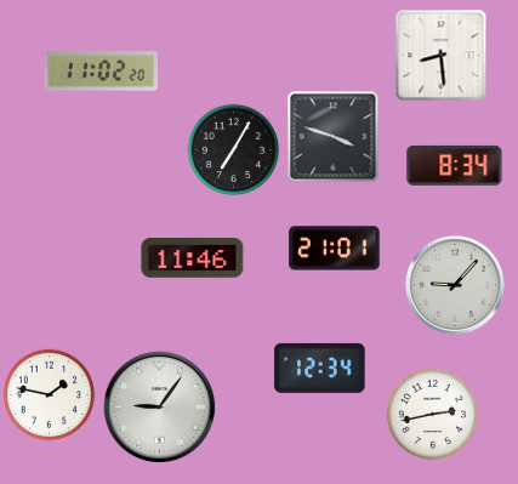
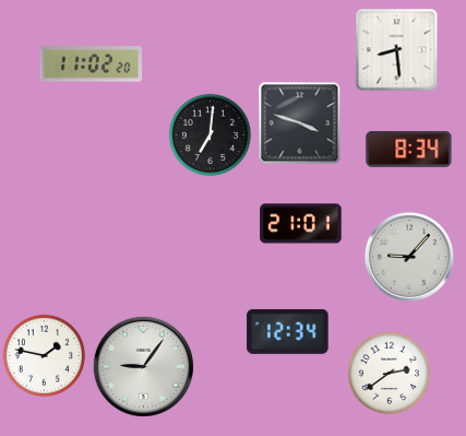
clock at (234, 150): 7:05 -> 7:01
clock at (193, 258): 11:46 -> none
clock at (433, 415): 2:43 -> 2:39
